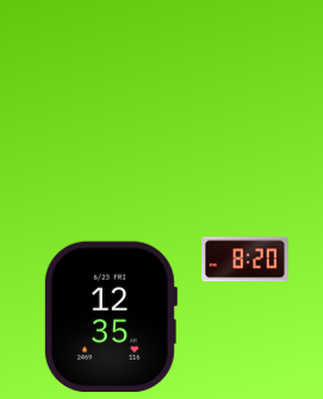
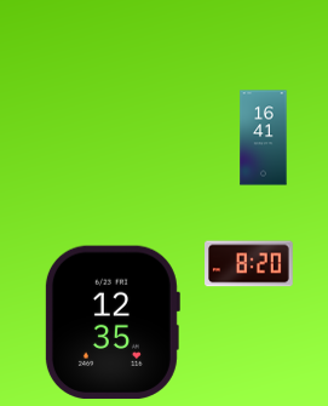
clock at (264, 138): none -> 16:41
